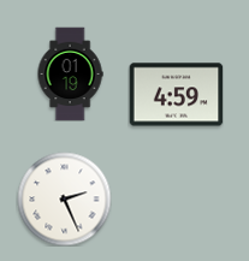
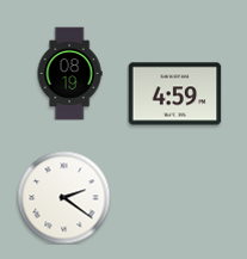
clock at (70, 73): 01:19 -> 08:19
clock at (64, 198): 2:26 -> 2:21
